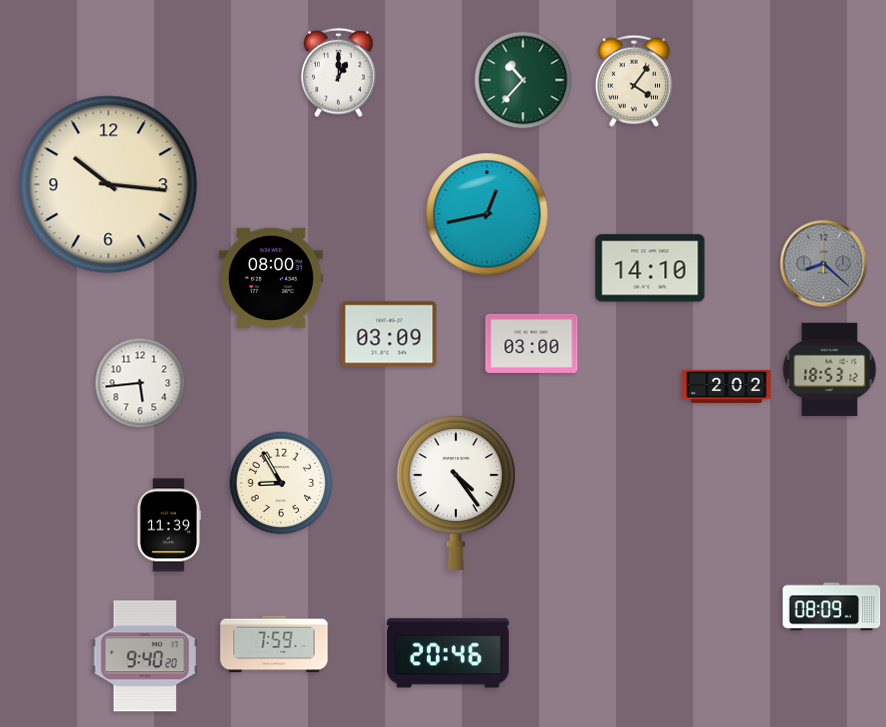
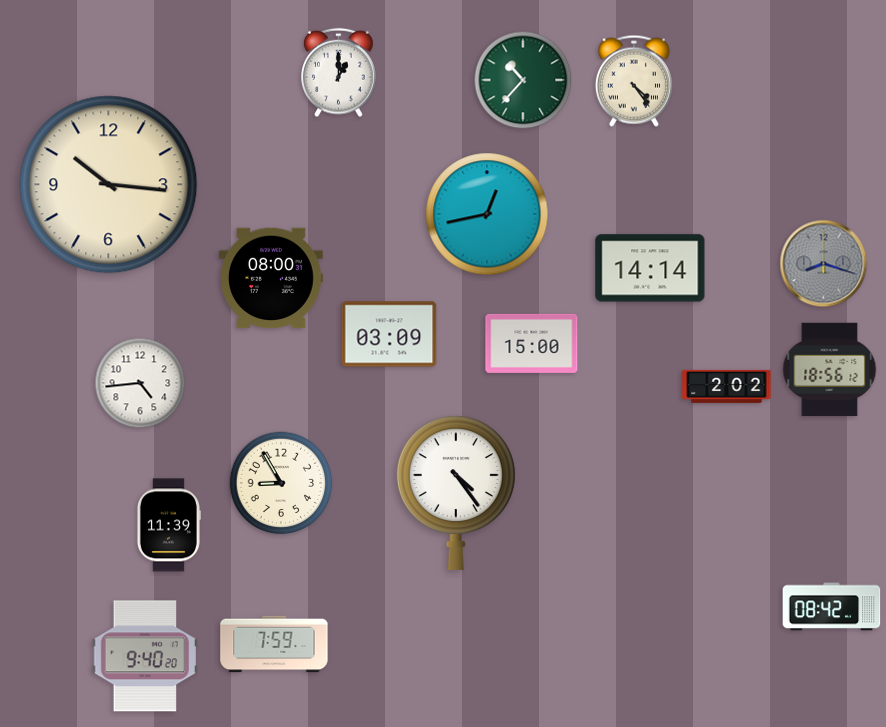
clock at (634, 81): 4:06 -> 4:24
clock at (824, 264): 8:22 -> 8:18
clock at (650, 268): 14:10 -> 14:14
clock at (532, 343): 03:00 -> 15:00
clock at (830, 370): 18:53 -> 18:56
clock at (140, 383): 5:44 -> 4:44
clock at (832, 607): 08:09 -> 08:42
clock at (448, 653): 20:46 -> none
